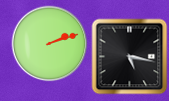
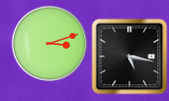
clock at (50, 44): 2:12 -> 3:12
